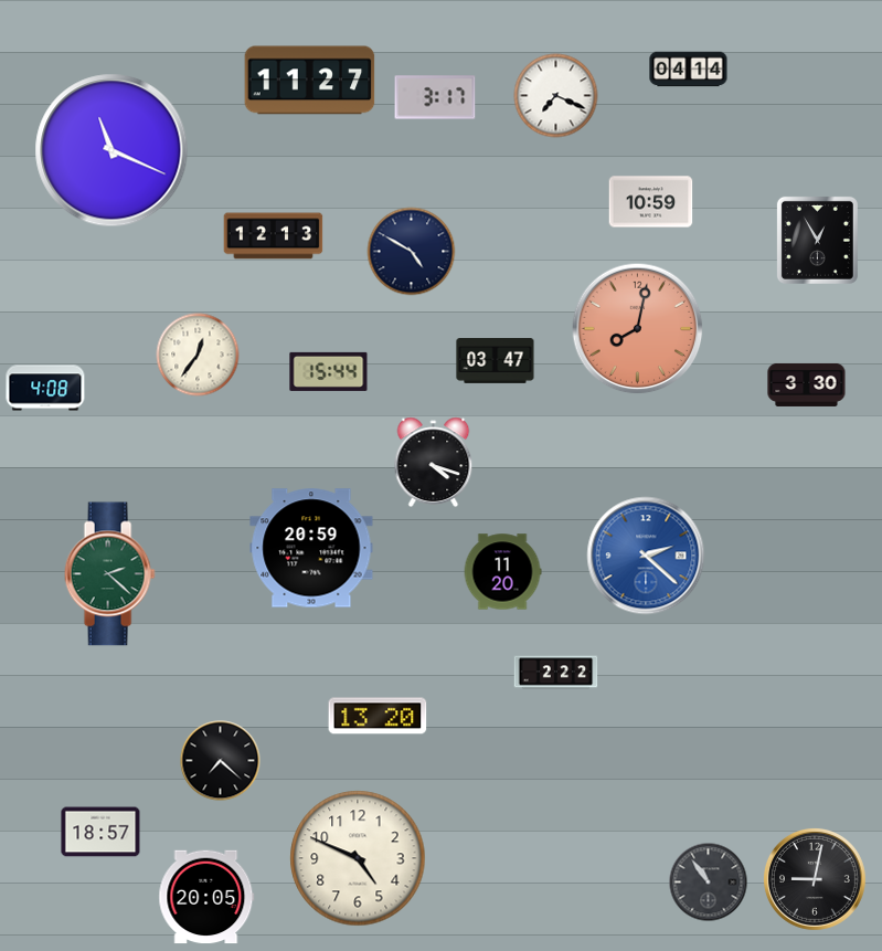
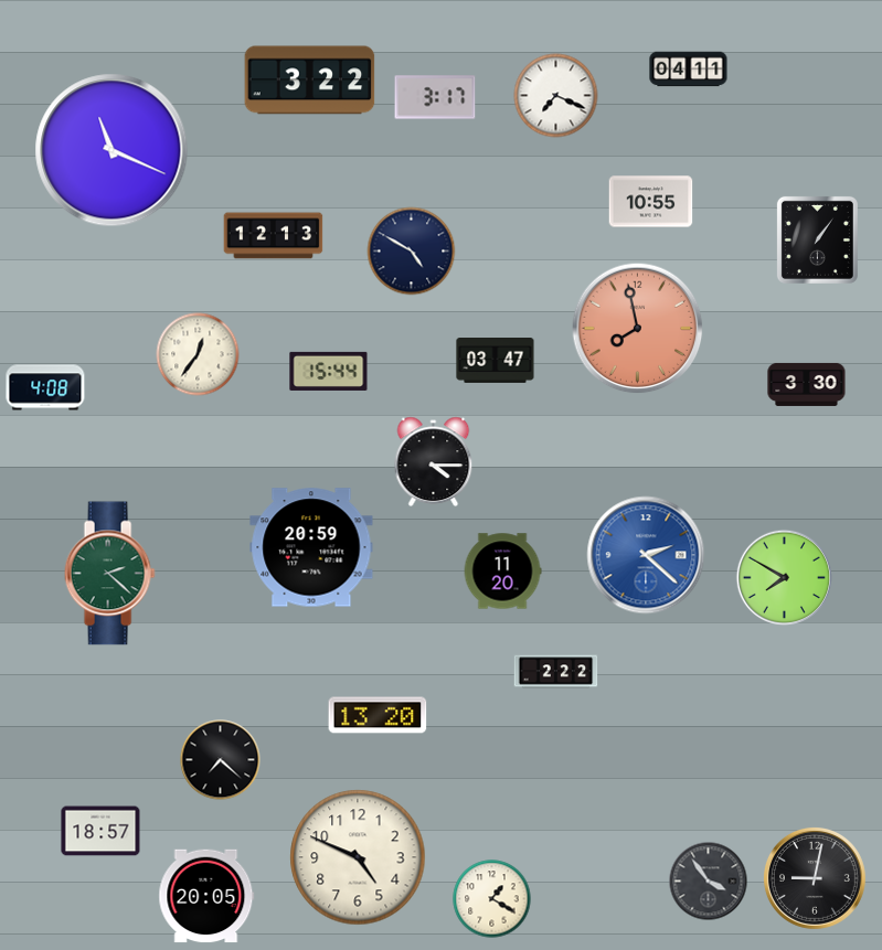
clock at (689, 70): 04:14 -> 04:11
clock at (310, 81): 11:27 -> 3:22
clock at (651, 202): 10:59 -> 10:55
clock at (817, 240): 12:55 -> 1:06
clock at (638, 329): 8:02 -> 7:58
clock at (434, 463): 4:18 -> 4:15
clock at (784, 577): none -> 7:50
clock at (709, 883): 10:54 -> 3:54
clock at (492, 899): none -> 1:20
